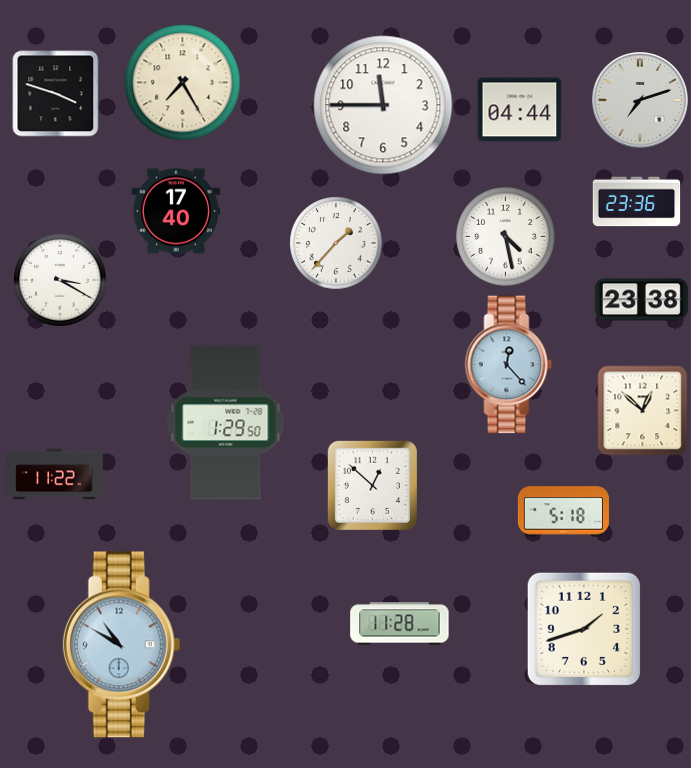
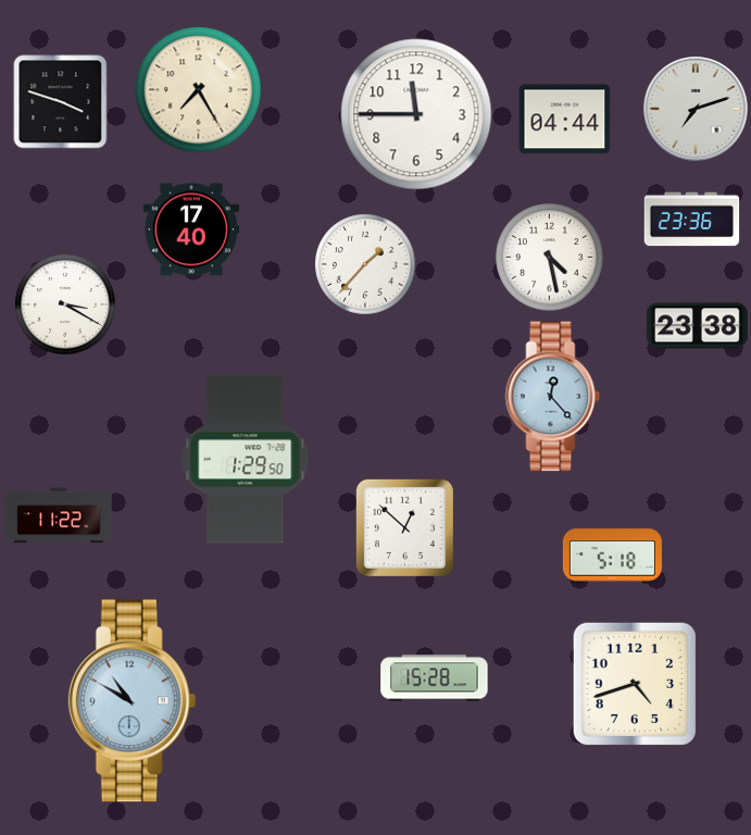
clock at (643, 411): 12:52 -> none
clock at (400, 624): 11:28 -> 15:28
clock at (583, 628): 1:42 -> 4:42
